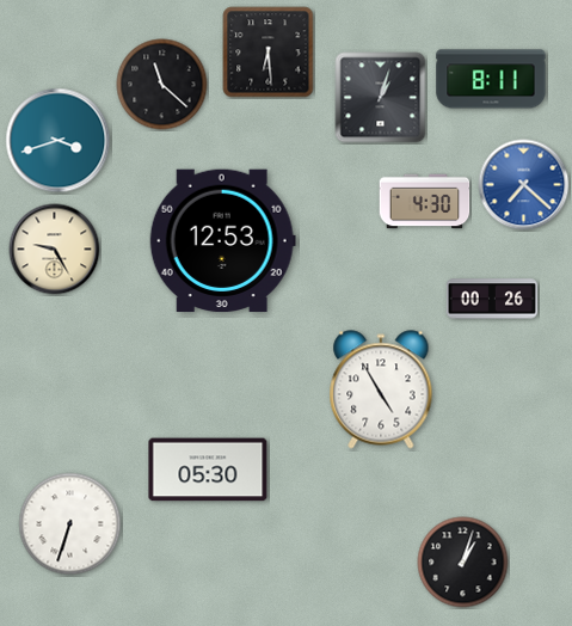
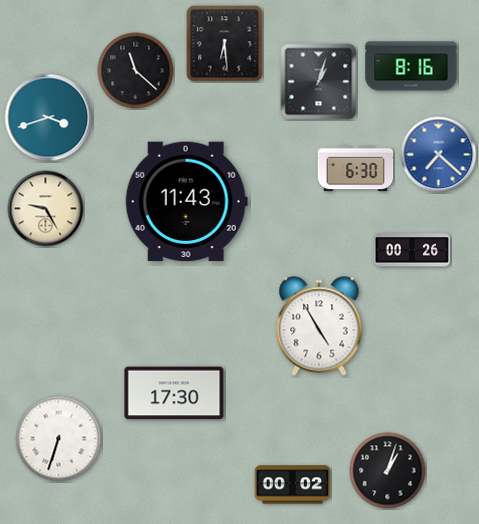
clock at (491, 79): 8:11 -> 8:16
clock at (425, 202): 4:30 -> 6:30
clock at (222, 241): 12:53 -> 11:43
clock at (208, 469): 05:30 -> 17:30
clock at (293, 485): none -> 00:02
